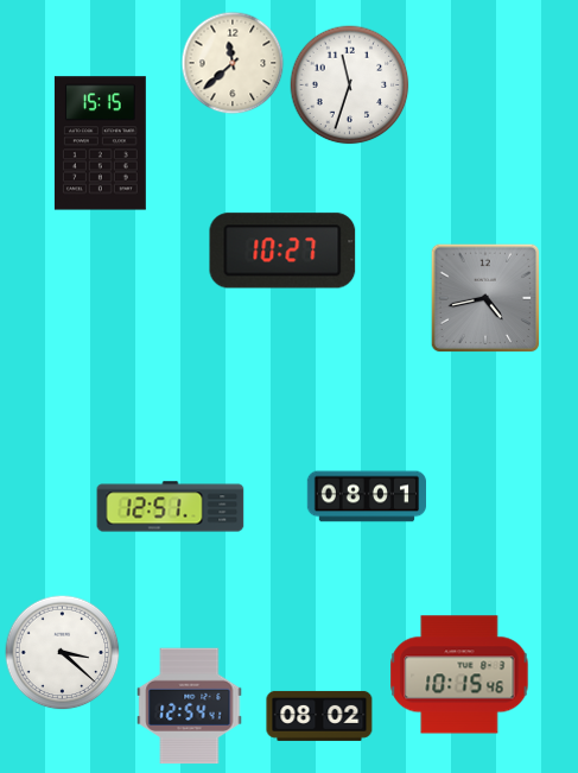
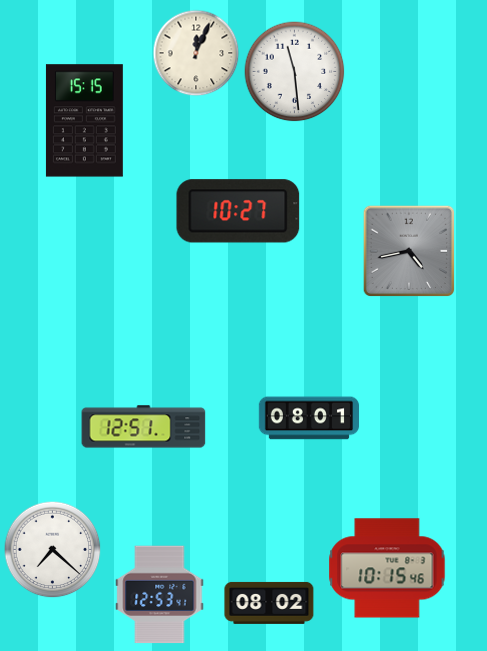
clock at (233, 63): 11:38 -> 12:04
clock at (350, 85): 11:33 -> 11:29
clock at (63, 653): 3:22 -> 7:22
clock at (190, 707): 12:54 -> 12:53
